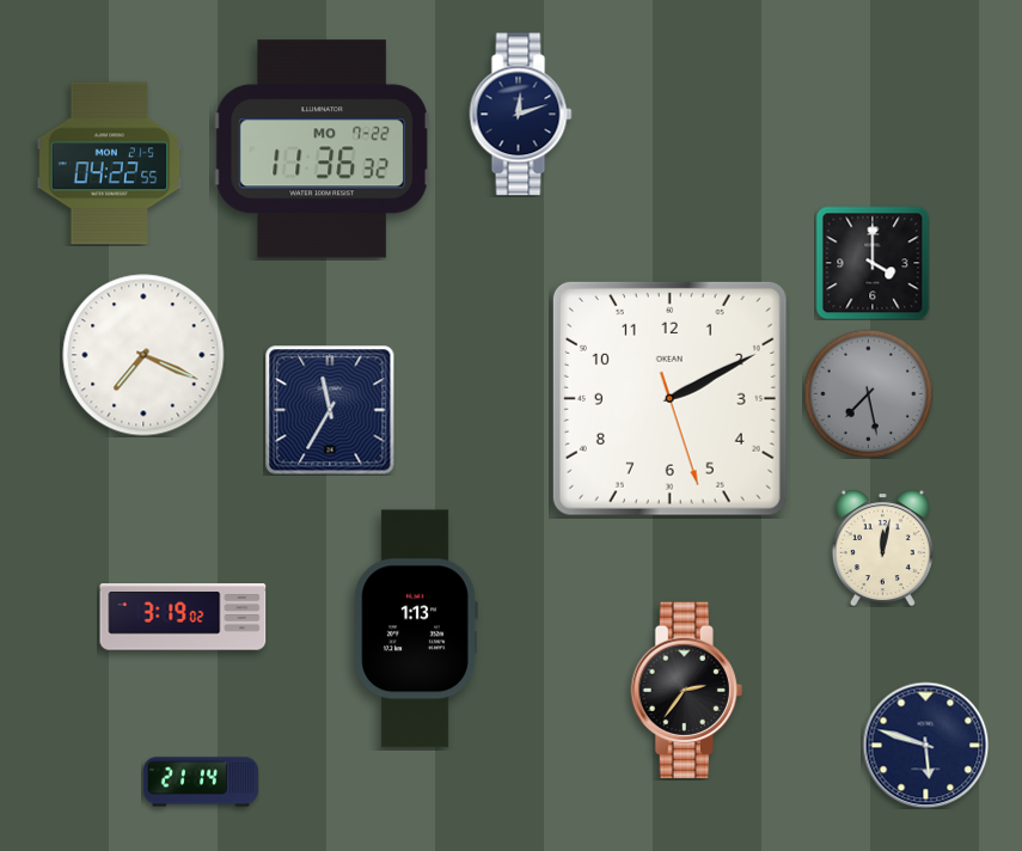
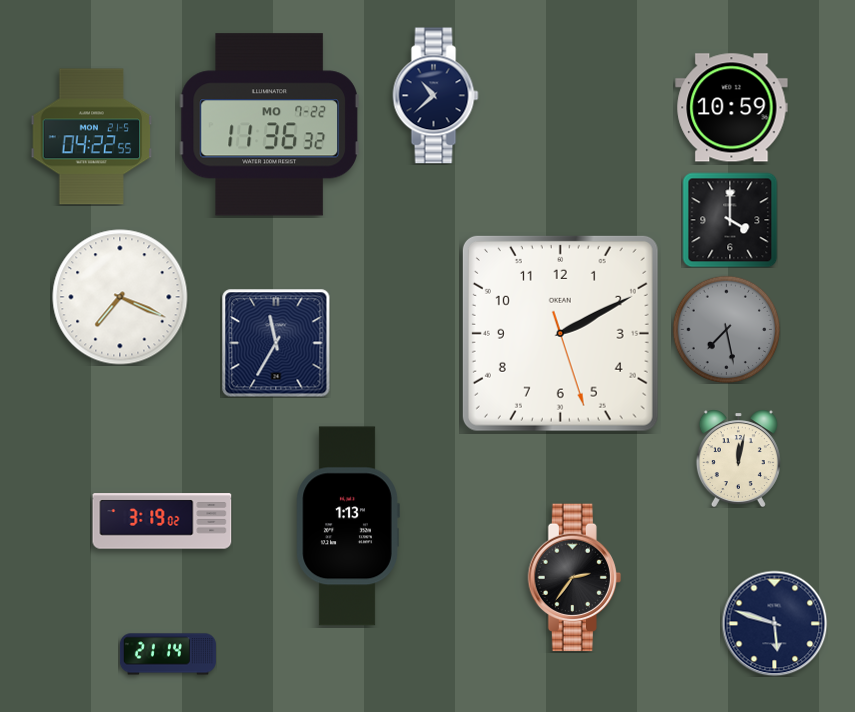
clock at (521, 115): 12:12 -> 10:38
clock at (732, 108): none -> 10:59
clock at (183, 617) position: (183, 617) -> (162, 521)
